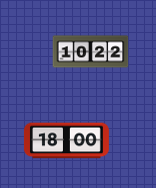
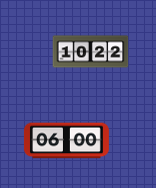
clock at (66, 141): 18:00 -> 06:00
